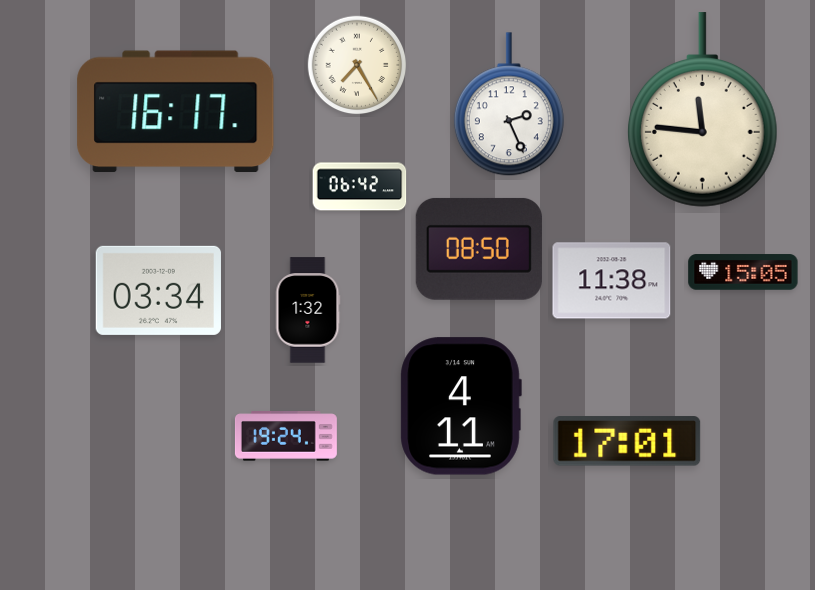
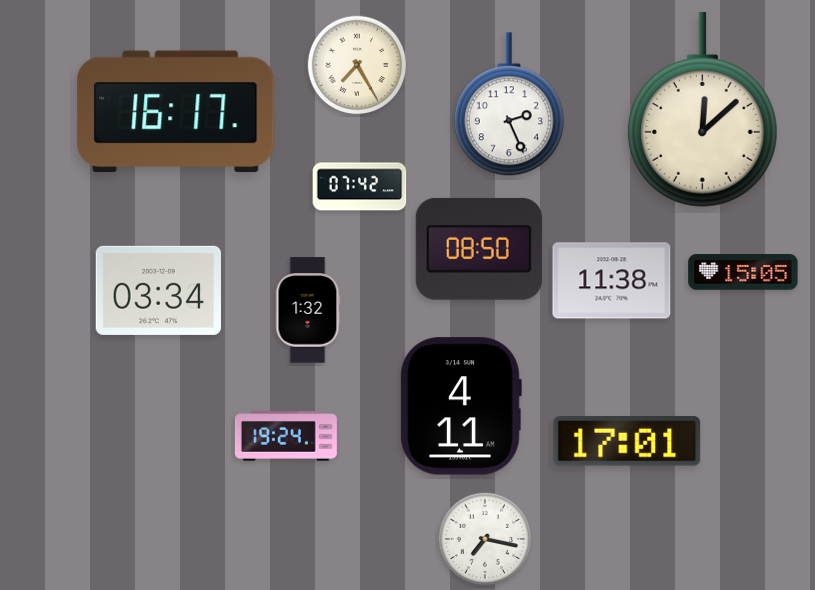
clock at (702, 110): 11:46 -> 12:08
clock at (360, 187): 06:42 -> 07:42
clock at (485, 539): none -> 7:17
